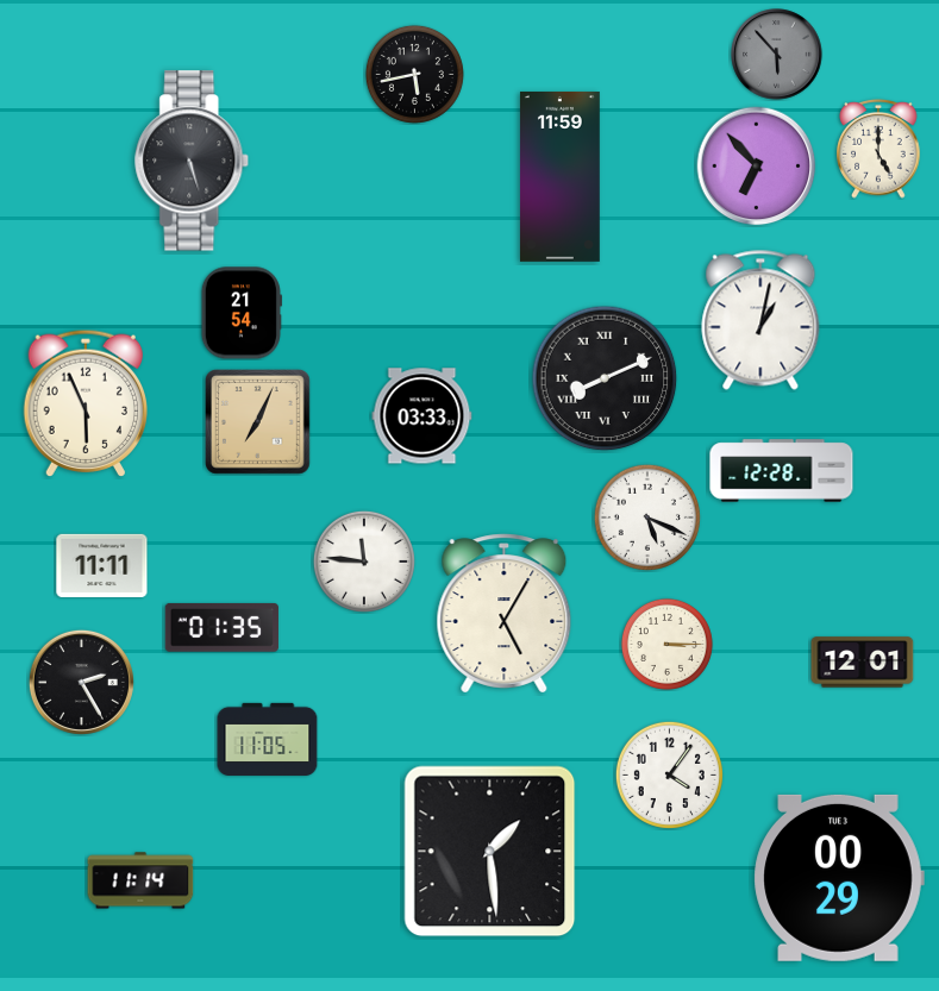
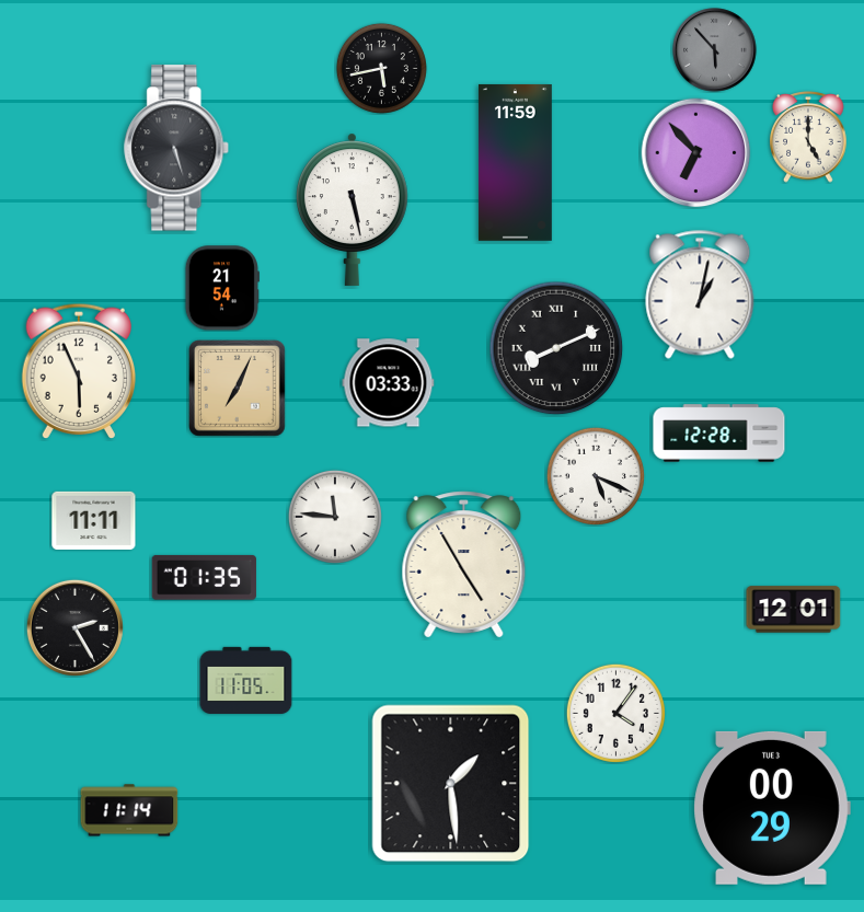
clock at (352, 209): none -> 5:28
clock at (505, 614): 5:05 -> 4:55
clock at (666, 644): 3:15 -> none
